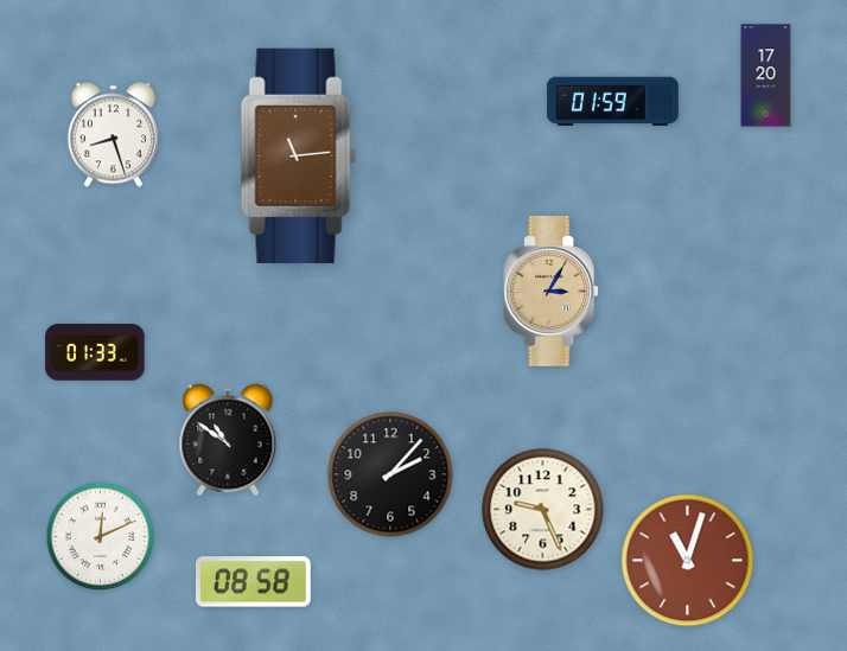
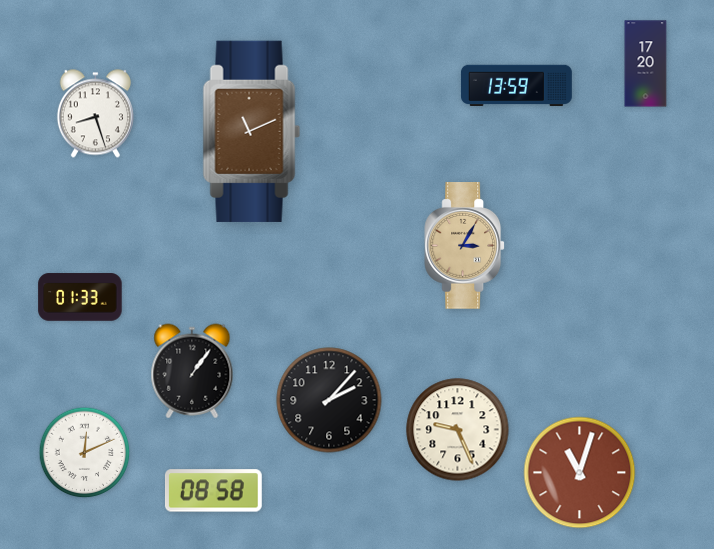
clock at (612, 101): 01:59 -> 13:59
clock at (299, 155): 11:14 -> 11:11
clock at (228, 440): 10:51 -> 1:06
